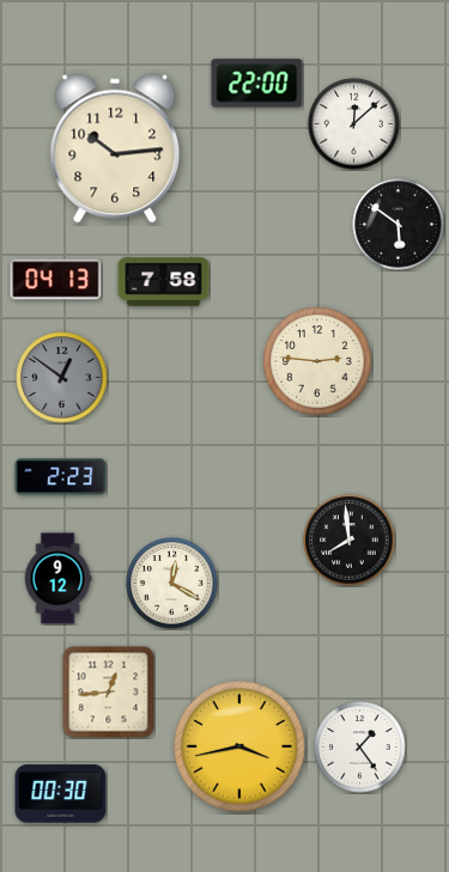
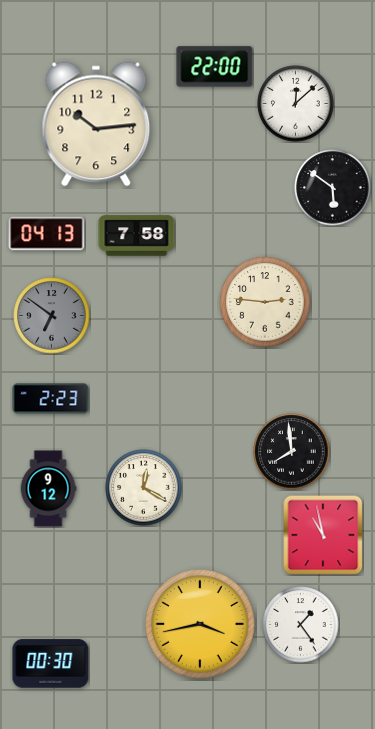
clock at (257, 84) position: (257, 84) -> (215, 67)
clock at (62, 378): 12:51 -> 6:51
clock at (57, 579) position: (57, 579) -> (48, 489)
clock at (323, 535): none -> 10:58
clock at (109, 693): 12:44 -> none
